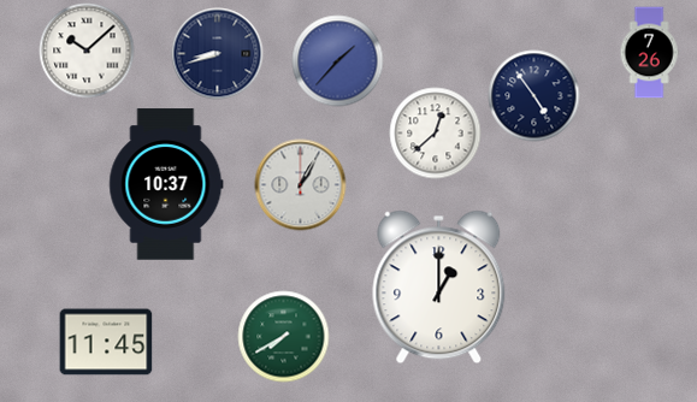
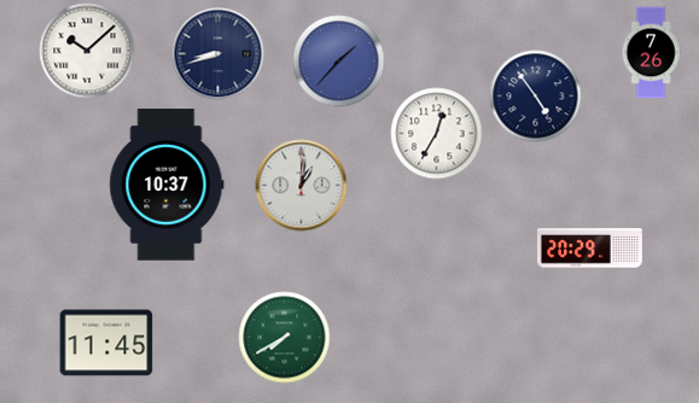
clock at (436, 134): 12:38 -> 12:35
clock at (301, 185): 1:05 -> 1:01
clock at (589, 249): none -> 20:29
clock at (439, 288): 1:00 -> none
